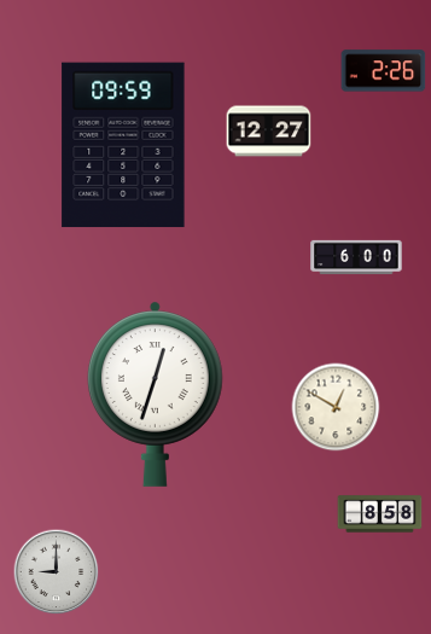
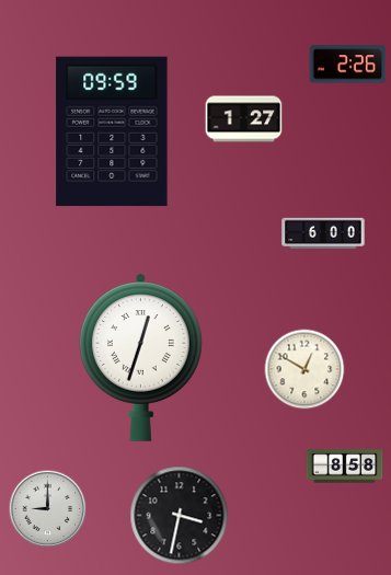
clock at (269, 132): 12:27 -> 1:27
clock at (180, 516): none -> 3:32
clock at (57, 572) position: (57, 572) -> (48, 509)
